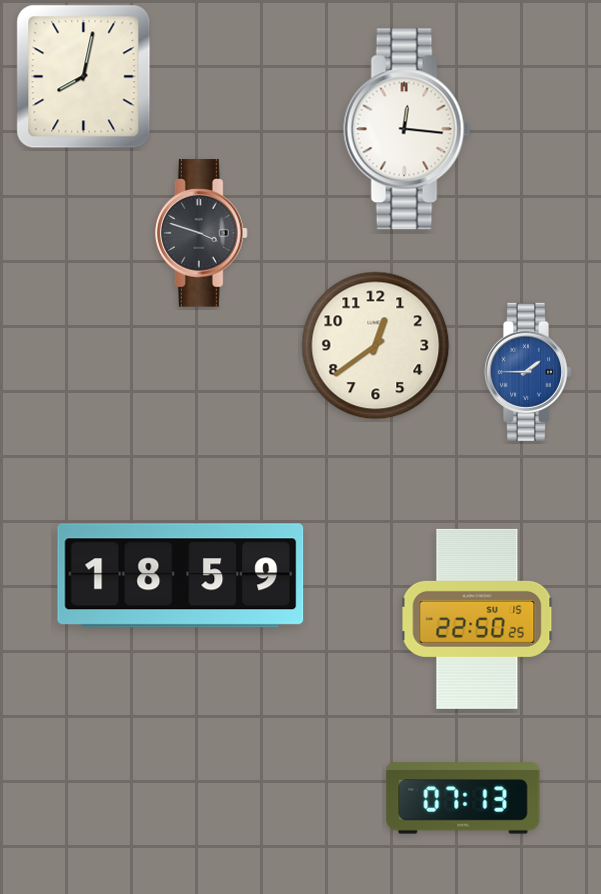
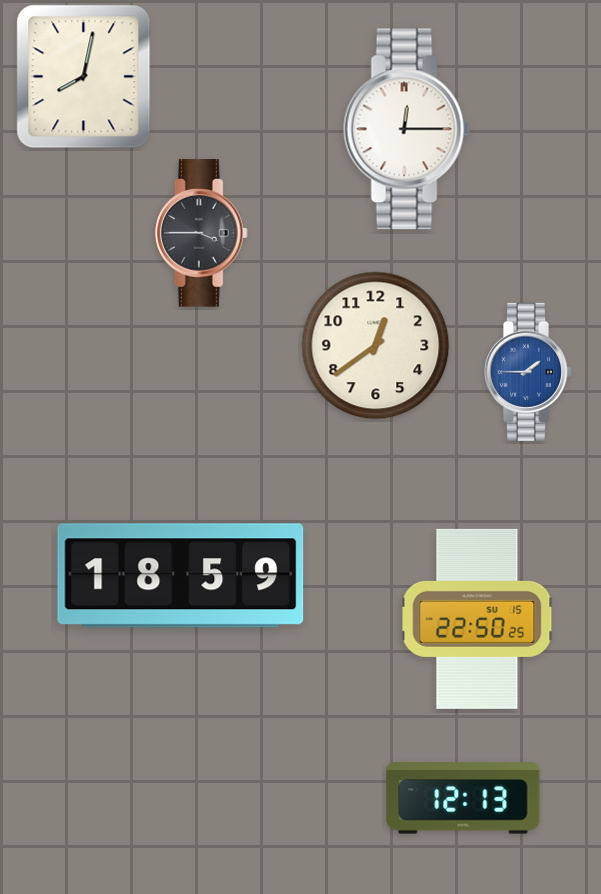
clock at (407, 129): 12:16 -> 12:15
clock at (201, 233): 3:48 -> 3:45
clock at (463, 798): 07:13 -> 12:13
